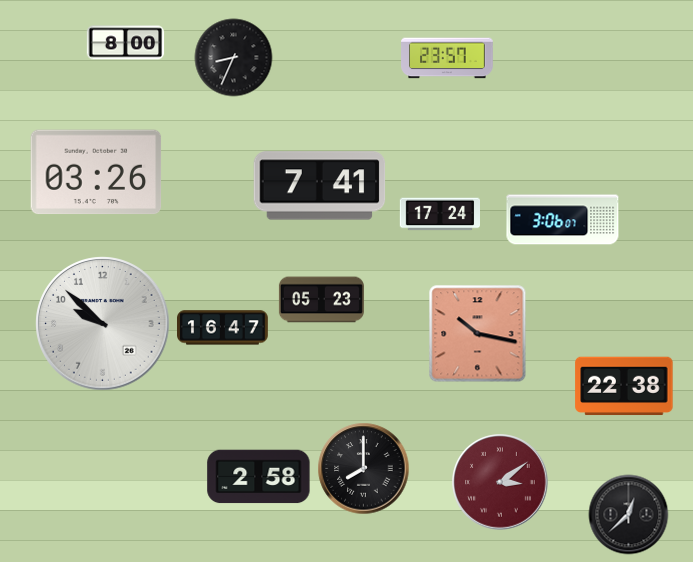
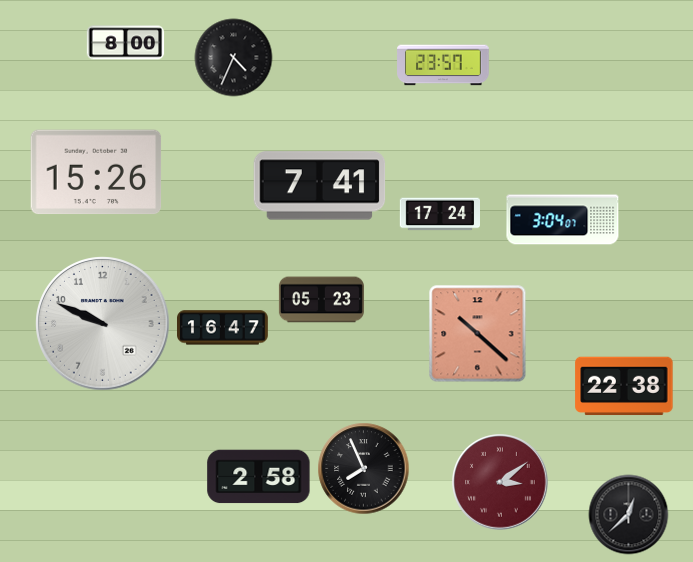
clock at (233, 57): 8:34 -> 4:34
clock at (447, 58) position: (447, 58) -> (443, 65)
clock at (96, 172): 03:26 -> 15:26
clock at (563, 220): 3:06 -> 3:04
clock at (103, 324): 9:52 -> 9:49
clock at (477, 333): 10:17 -> 10:22
clock at (363, 468): 8:00 -> 7:56
